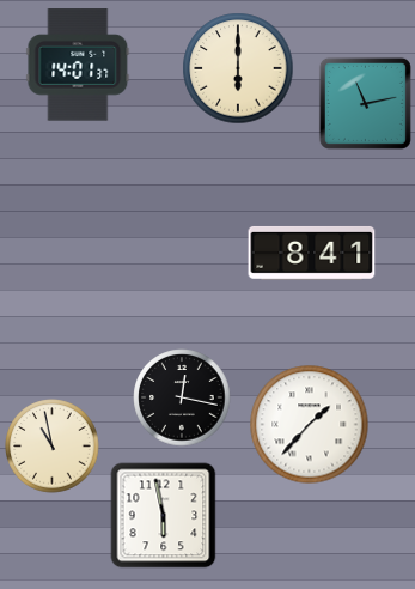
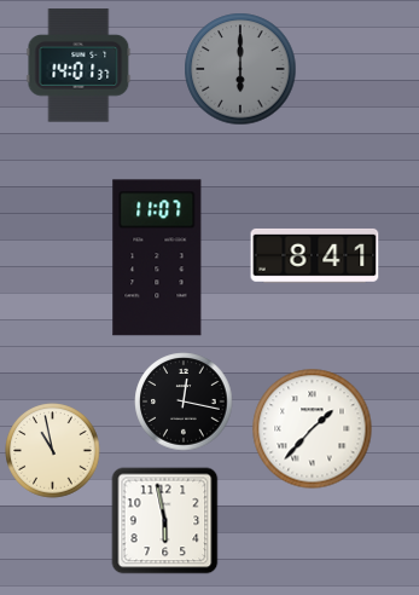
clock at (238, 68) dial: cream -> grey
clock at (365, 103): 11:13 -> none
clock at (157, 258): none -> 11:07
